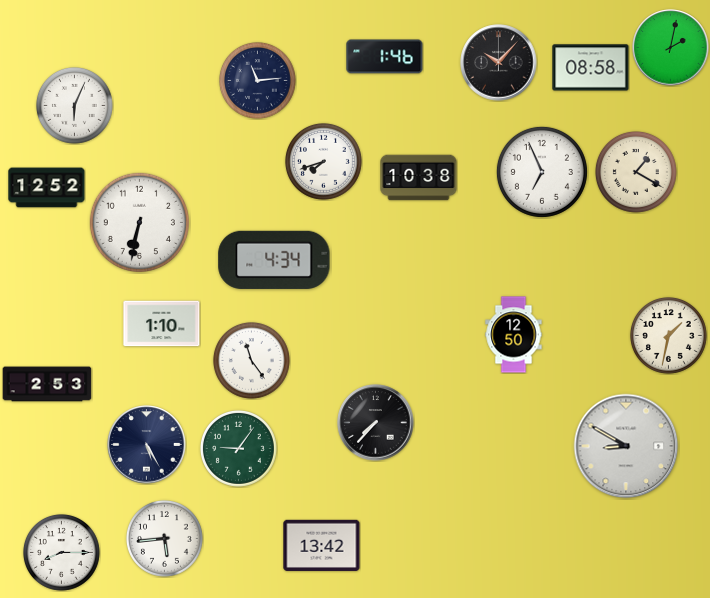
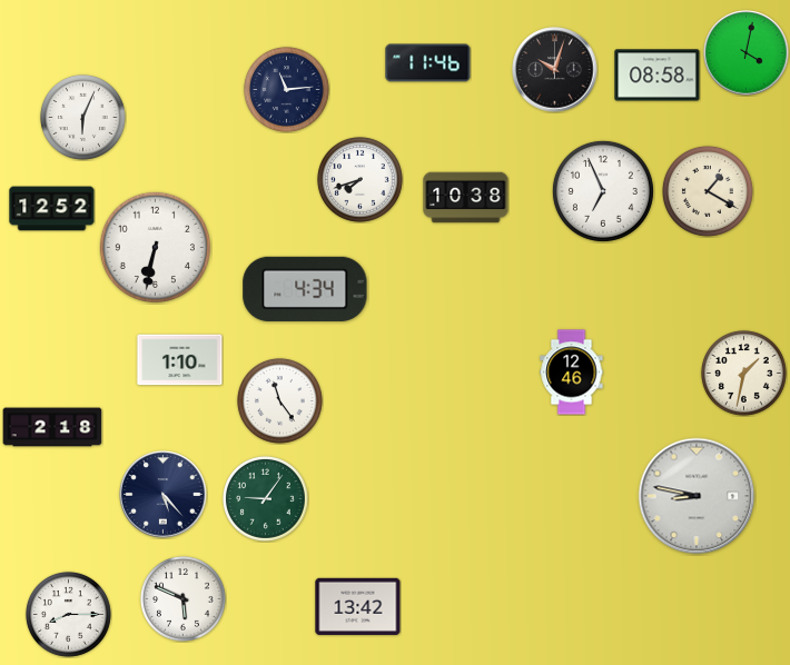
clock at (671, 48): 2:02 -> 4:02
clock at (385, 57): 1:46 -> 11:46
clock at (499, 63): 10:07 -> 10:03
clock at (514, 335): 12:50 -> 12:46
clock at (47, 384): 2:53 -> 2:18
clock at (376, 423): 7:37 -> none
clock at (147, 445): 5:25 -> 5:23
clock at (626, 446): 8:50 -> 8:47
clock at (165, 539): 5:44 -> 5:49
